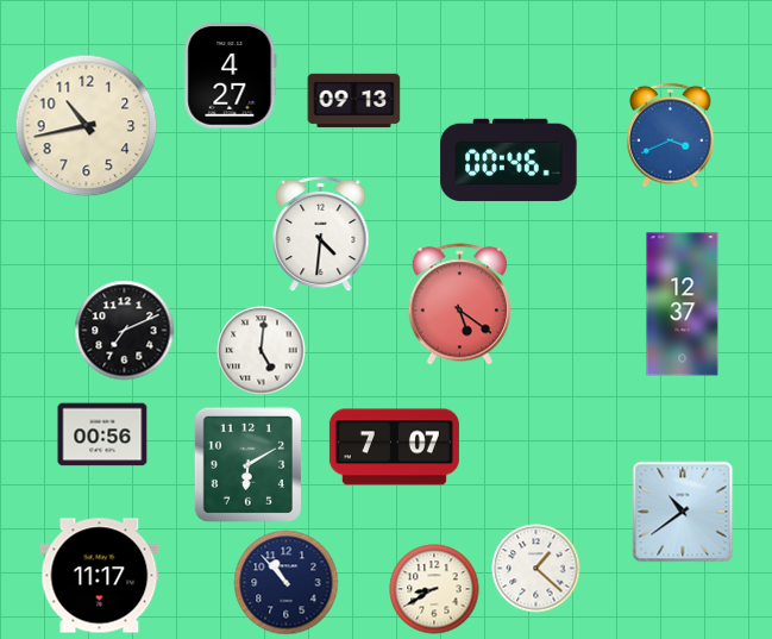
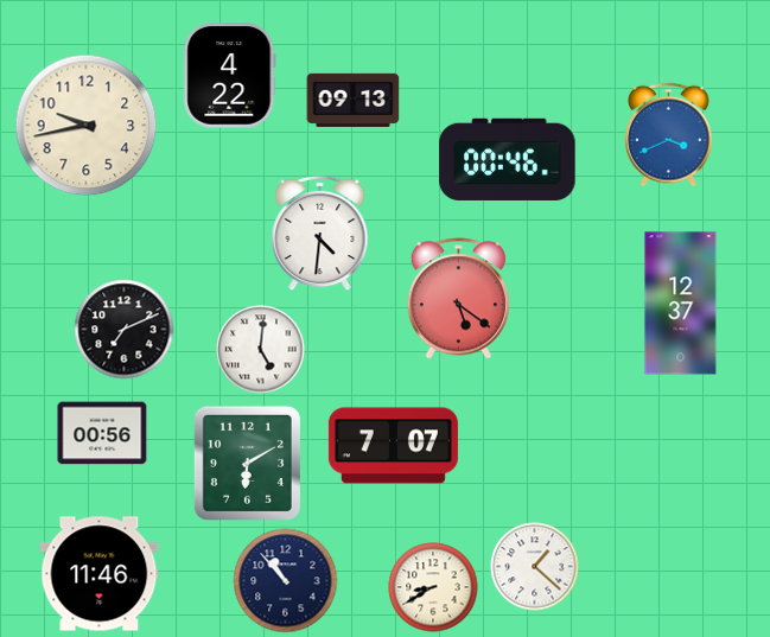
clock at (231, 76): 4:27 -> 4:22
clock at (87, 126): 10:43 -> 9:43
clock at (459, 305) position: (459, 305) -> (458, 299)
clock at (683, 512): 10:39 -> none
clock at (100, 576): 11:17 -> 11:46
